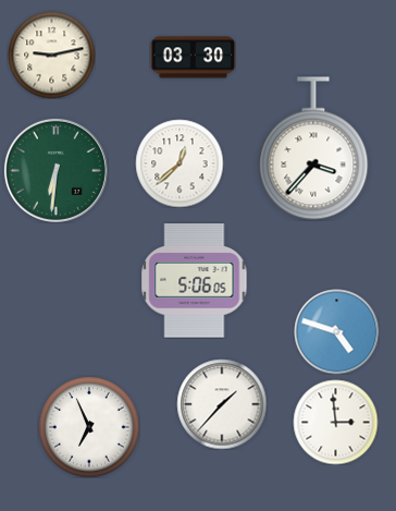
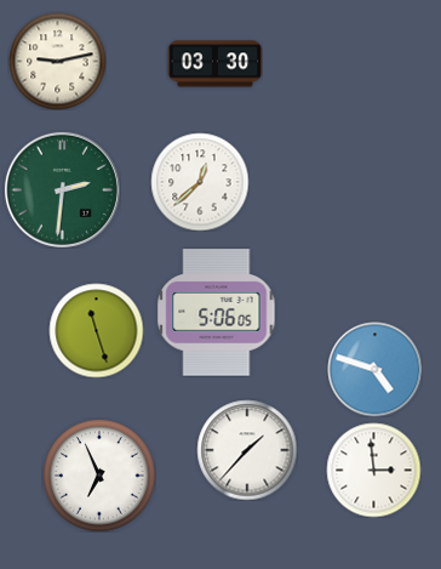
clock at (313, 148): 3:37 -> none
clock at (55, 170): 6:31 -> 2:31
clock at (96, 330): none -> 11:27
